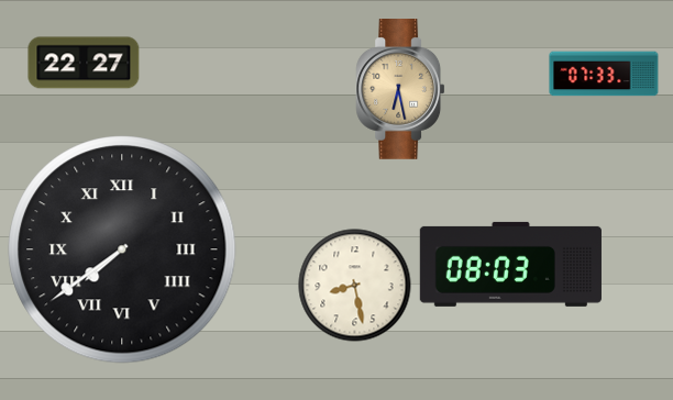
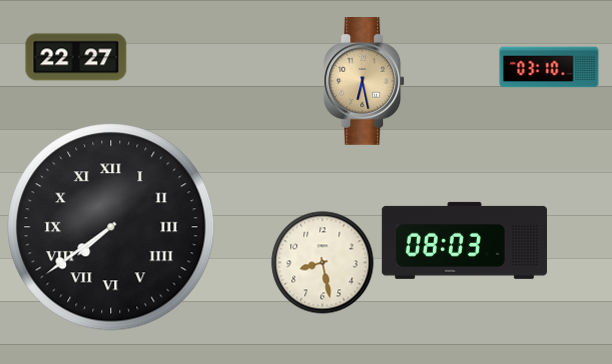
clock at (604, 74): 07:33 -> 03:10
clock at (355, 286) position: (355, 286) -> (323, 263)
